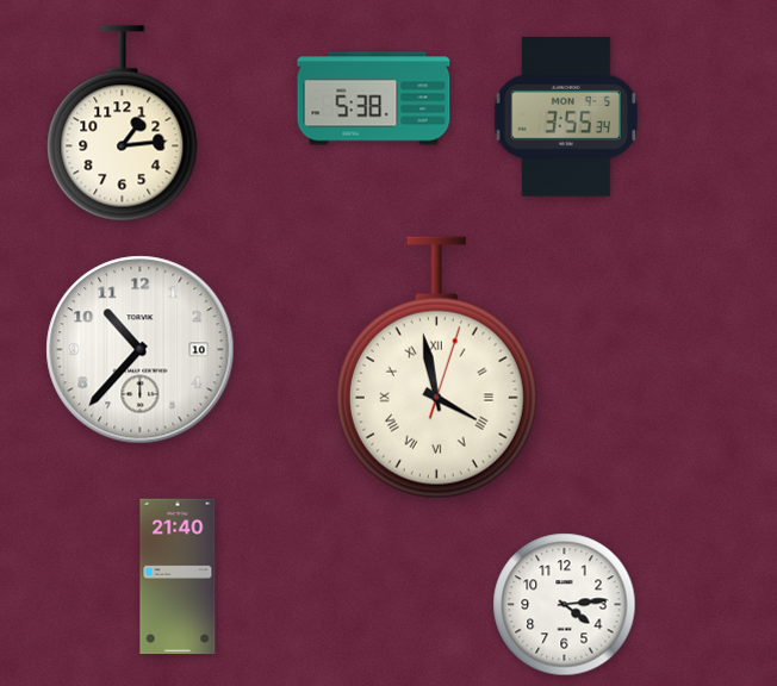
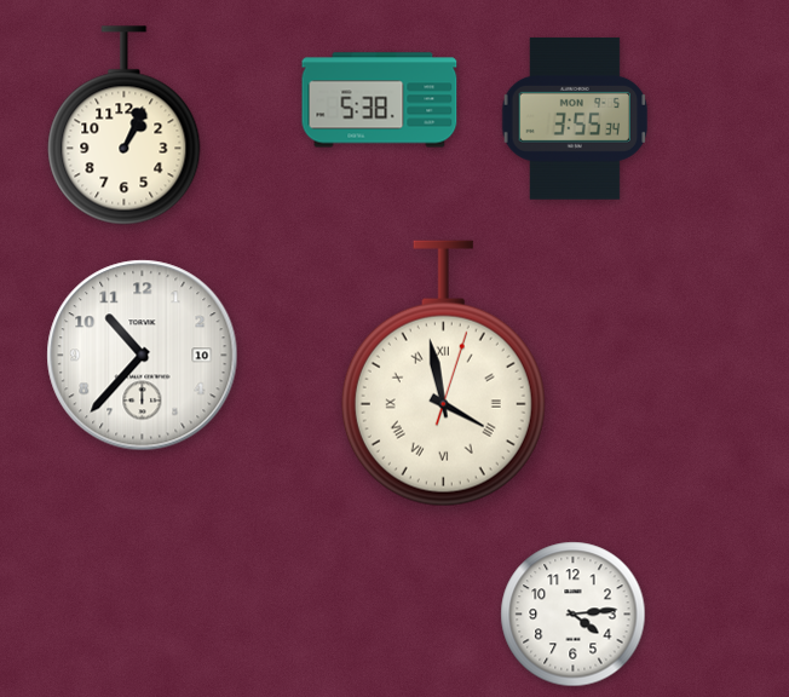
clock at (123, 124): 1:14 -> 1:04
clock at (178, 576): 21:40 -> none
